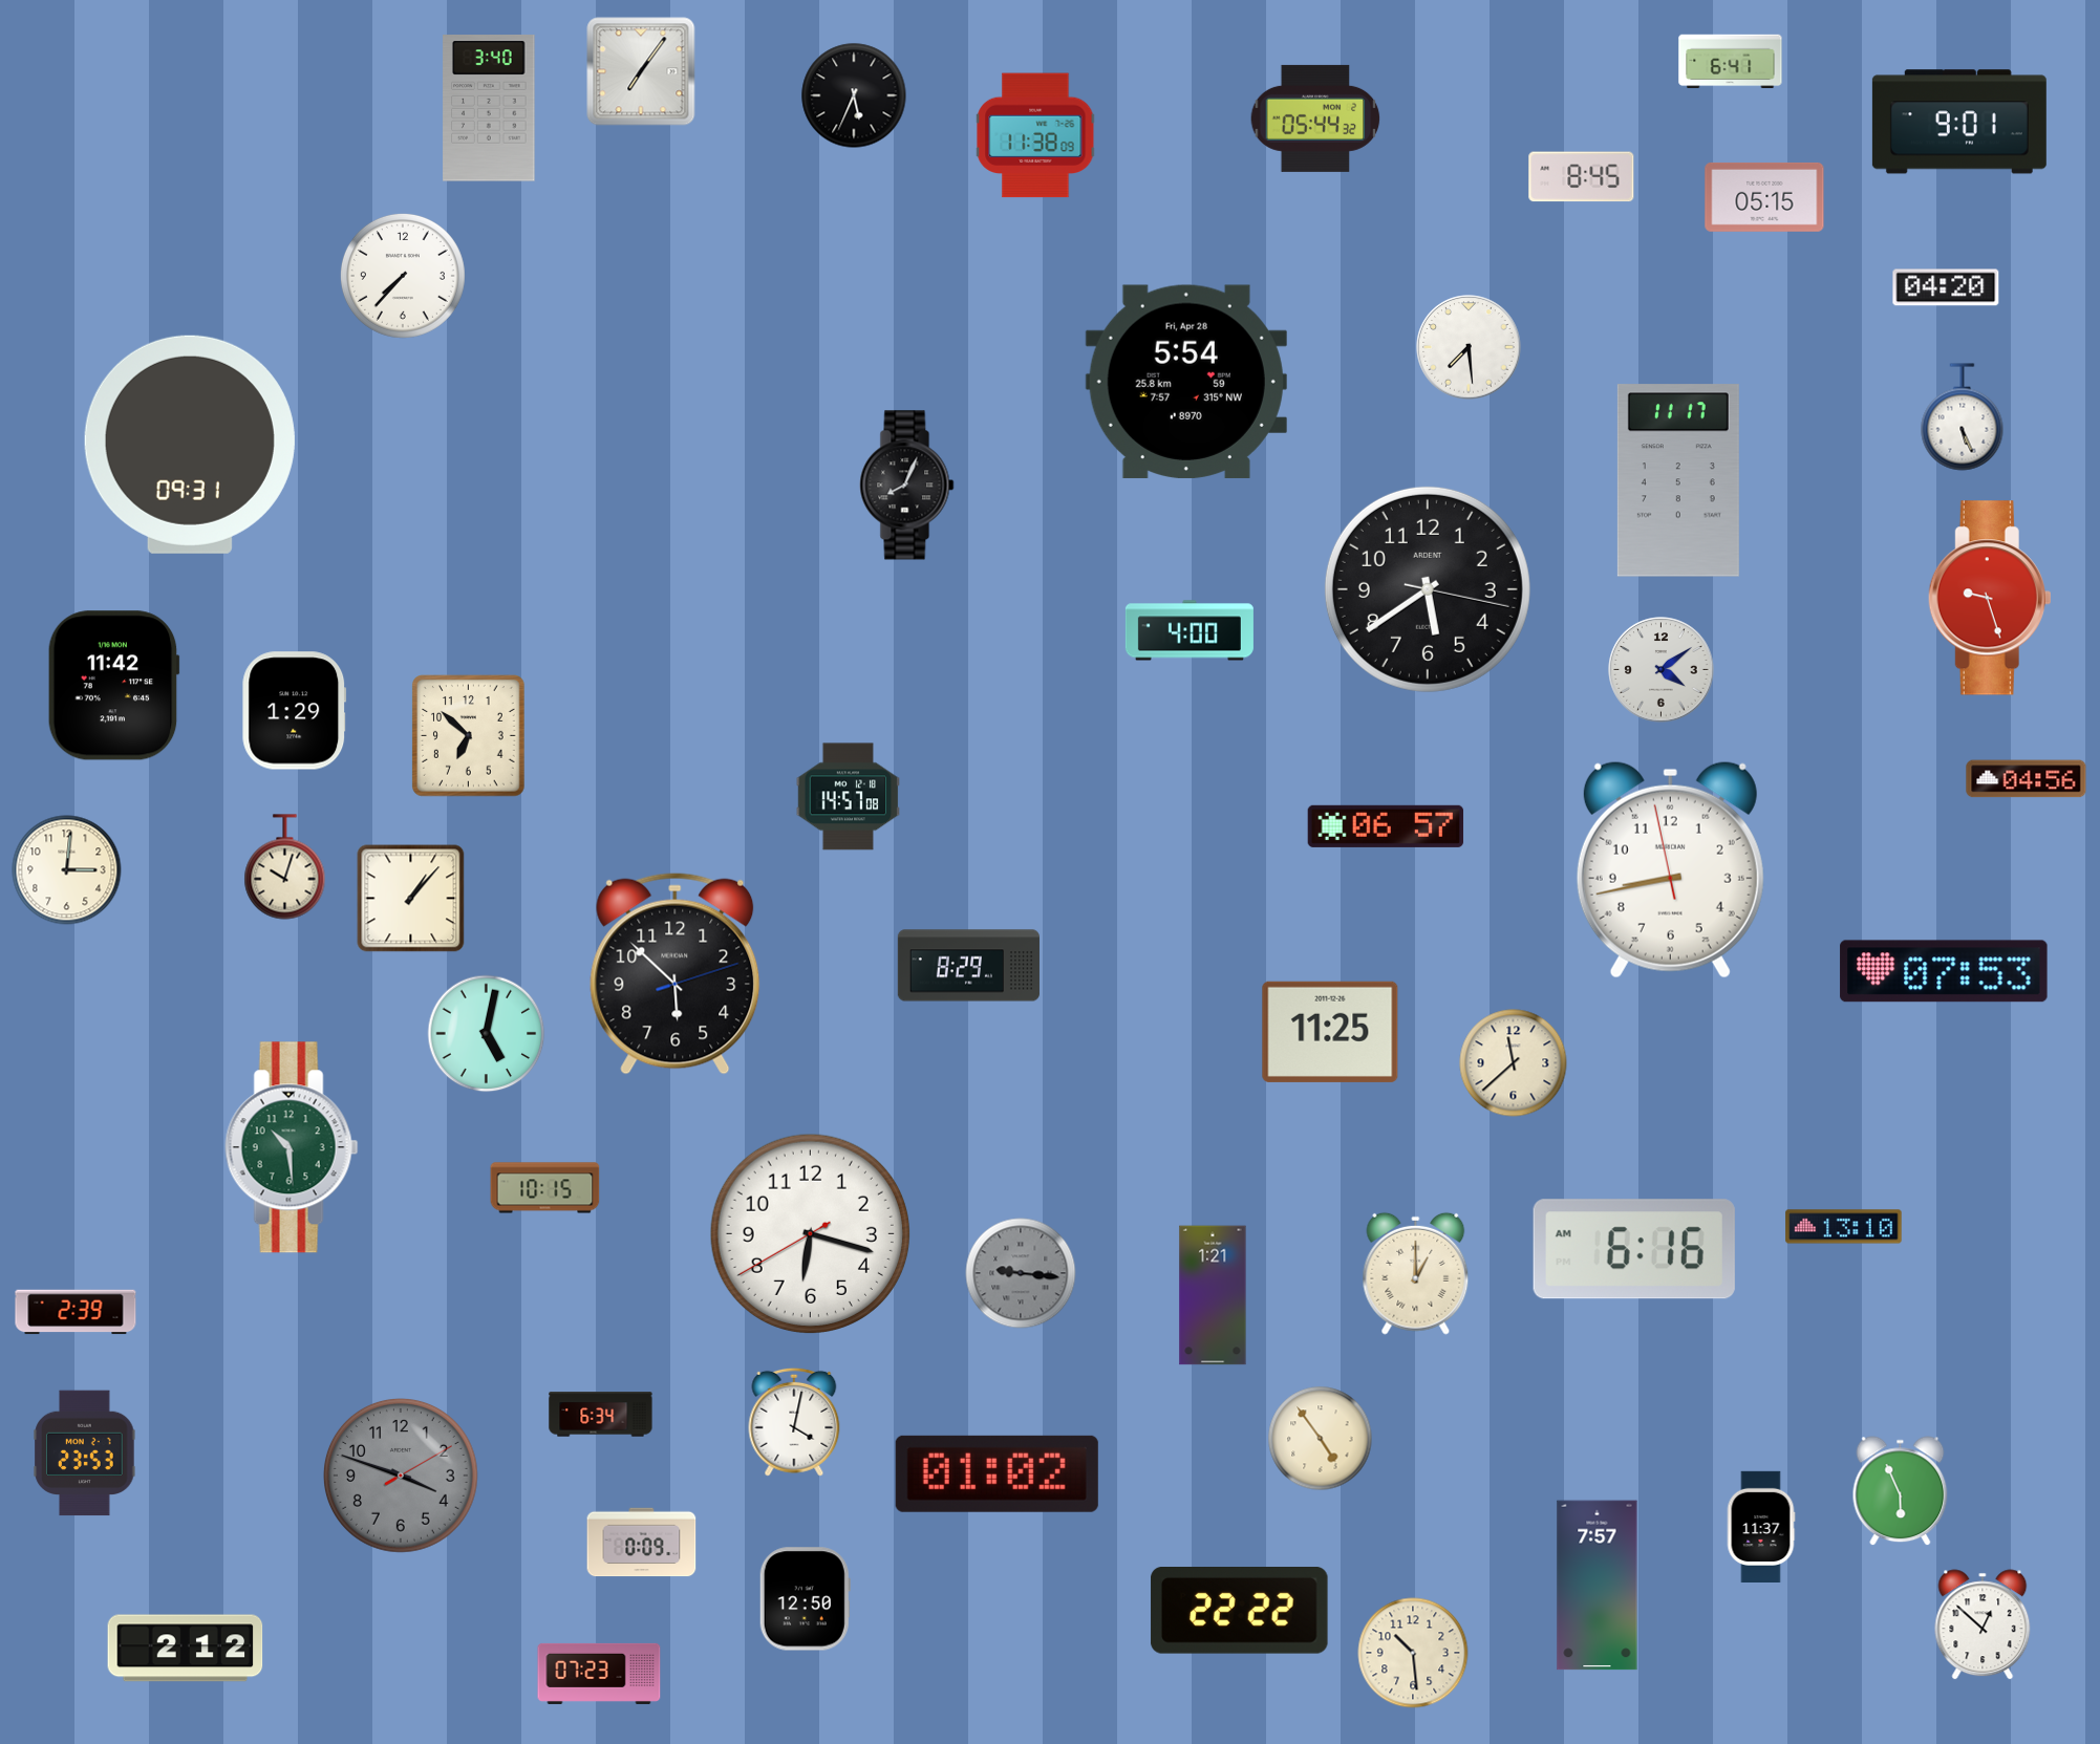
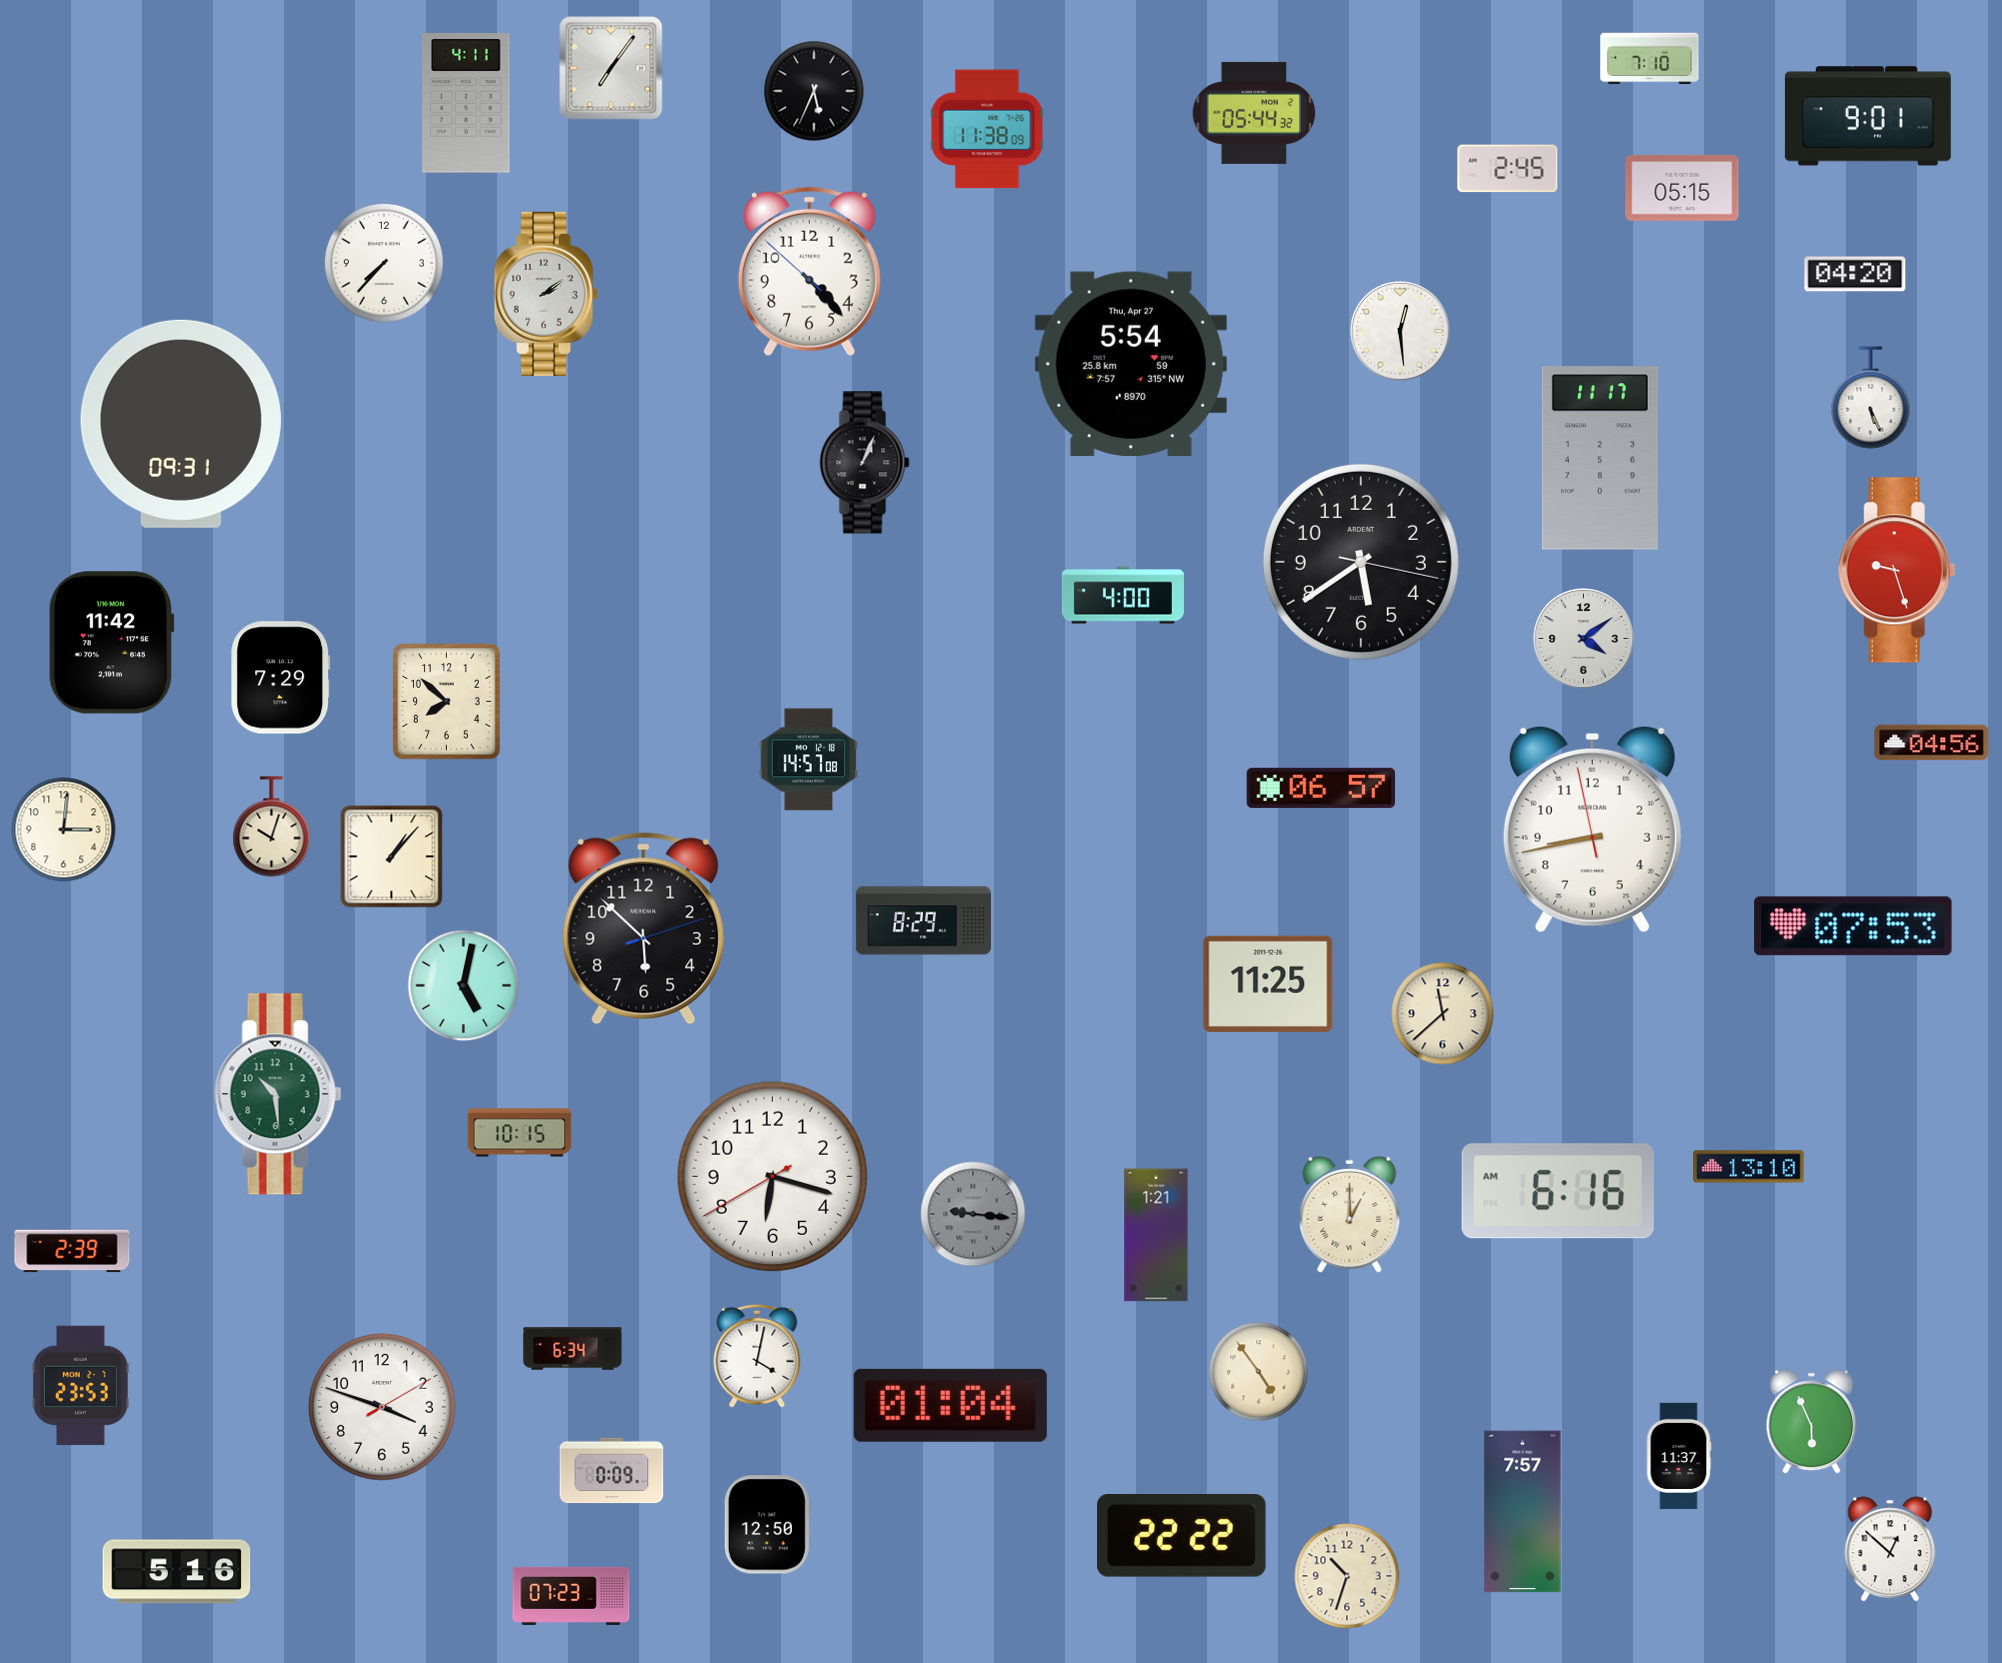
clock at (1731, 62): 6:41 -> 7:10
clock at (489, 108): 3:40 -> 4:11
clock at (1582, 177): 8:45 -> 2:45
clock at (809, 272): none -> 4:22
clock at (546, 294): none -> 2:09
clock at (1469, 347): 7:29 -> 12:29
clock at (1186, 382) date: Fri, Apr 28 -> Thu, Apr 27
clock at (907, 486): 8:04 -> 1:04
clock at (1190, 630) position: (1190, 630) -> (1123, 595)
clock at (113, 686) position: (113, 686) -> (111, 643)
clock at (295, 711): 1:29 -> 7:29
clock at (469, 736): 6:52 -> 7:52
clock at (1844, 1227) position: (1844, 1227) -> (1749, 1167)
clock at (997, 1473): 01:02 -> 01:04
clock at (402, 1477) dial: grey -> white
clock at (186, 1649): 2:12 -> 5:16
clock at (1413, 1653): 10:29 -> 10:33
